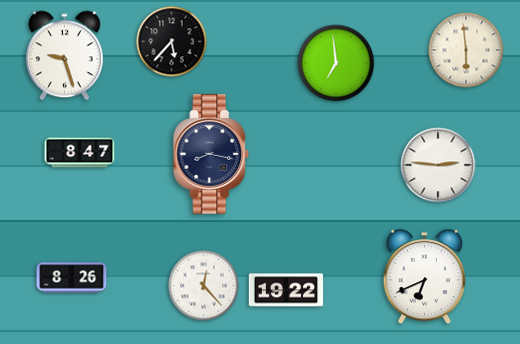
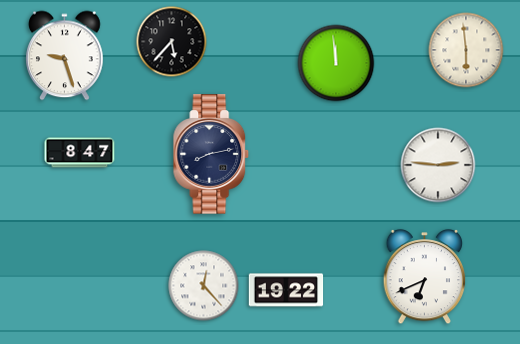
clock at (336, 63): 6:59 -> 11:59
clock at (211, 154): 8:17 -> 8:13
clock at (72, 278): 8:26 -> none
